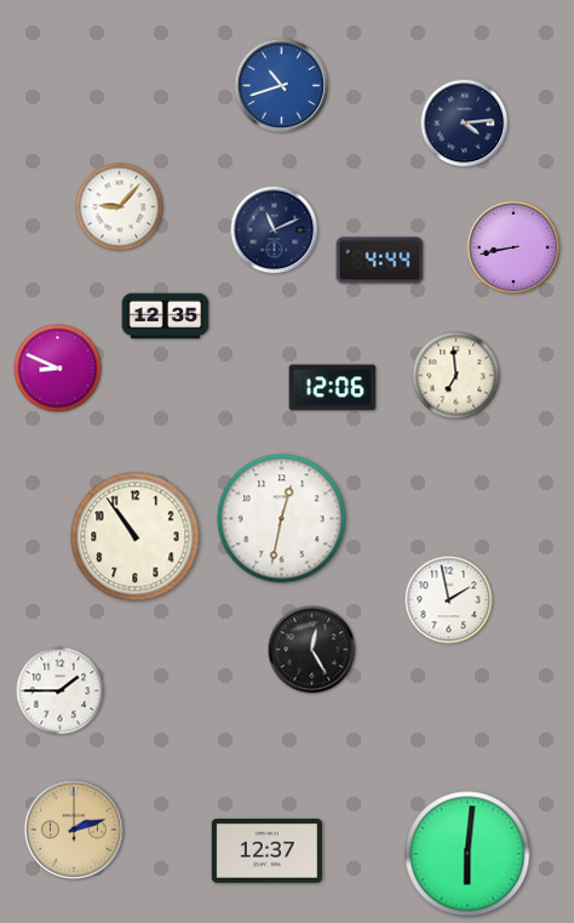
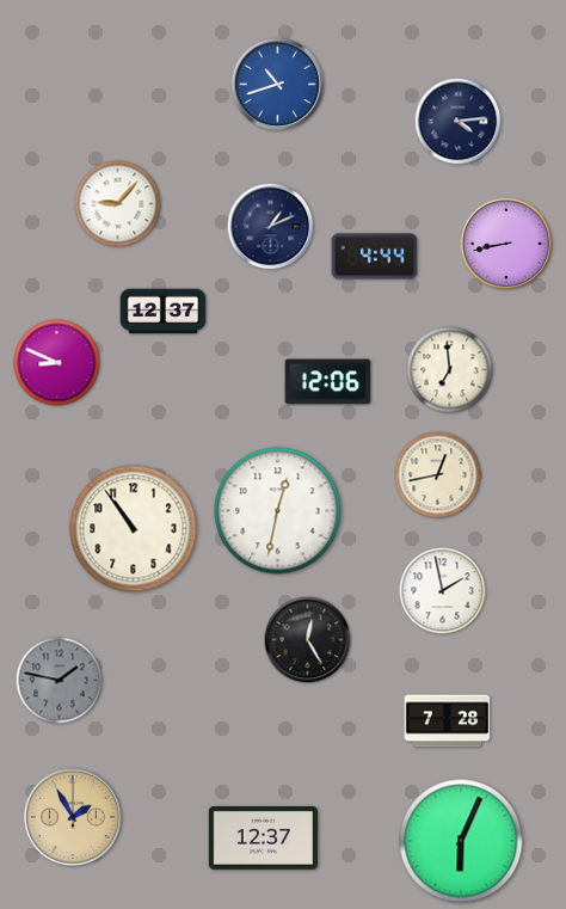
clock at (275, 230): 11:11 -> 1:11
clock at (166, 317): 12:35 -> 12:37
clock at (438, 475): none -> 12:43
clock at (61, 691): 1:45 -> 1:47
clock at (61, 691) dial: white -> grey
clock at (448, 721): none -> 7:28
clock at (74, 830): 2:12 -> 1:55
clock at (467, 854): 6:01 -> 6:04
